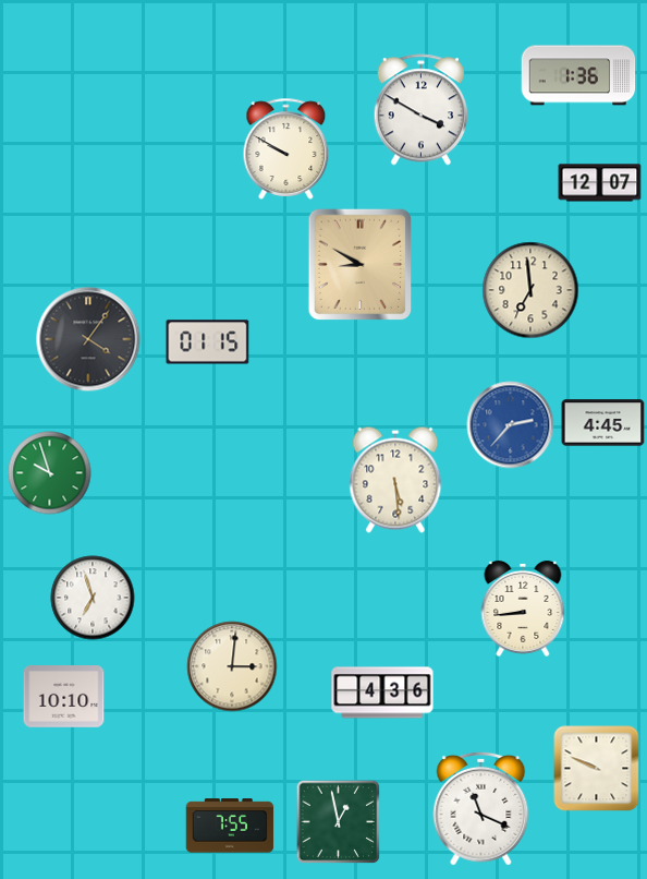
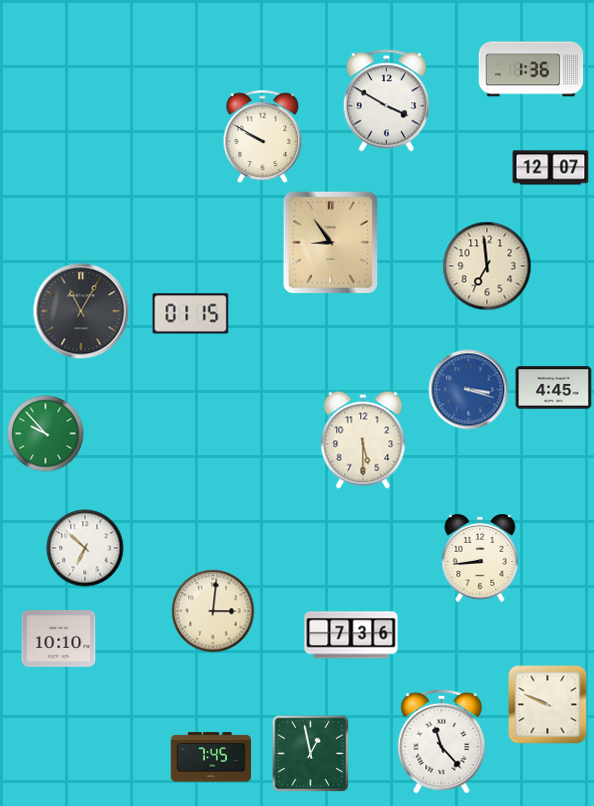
clock at (361, 265): 8:50 -> 8:54
clock at (88, 339): 4:06 -> 11:05
clock at (511, 425): 2:37 -> 3:18
clock at (50, 473): 9:57 -> 9:53
clock at (395, 480): 5:29 -> 5:30
clock at (93, 598): 6:57 -> 6:52
clock at (382, 693): 4:36 -> 7:36
clock at (481, 808): 11:19 -> 11:23
clock at (230, 826): 7:55 -> 7:45
